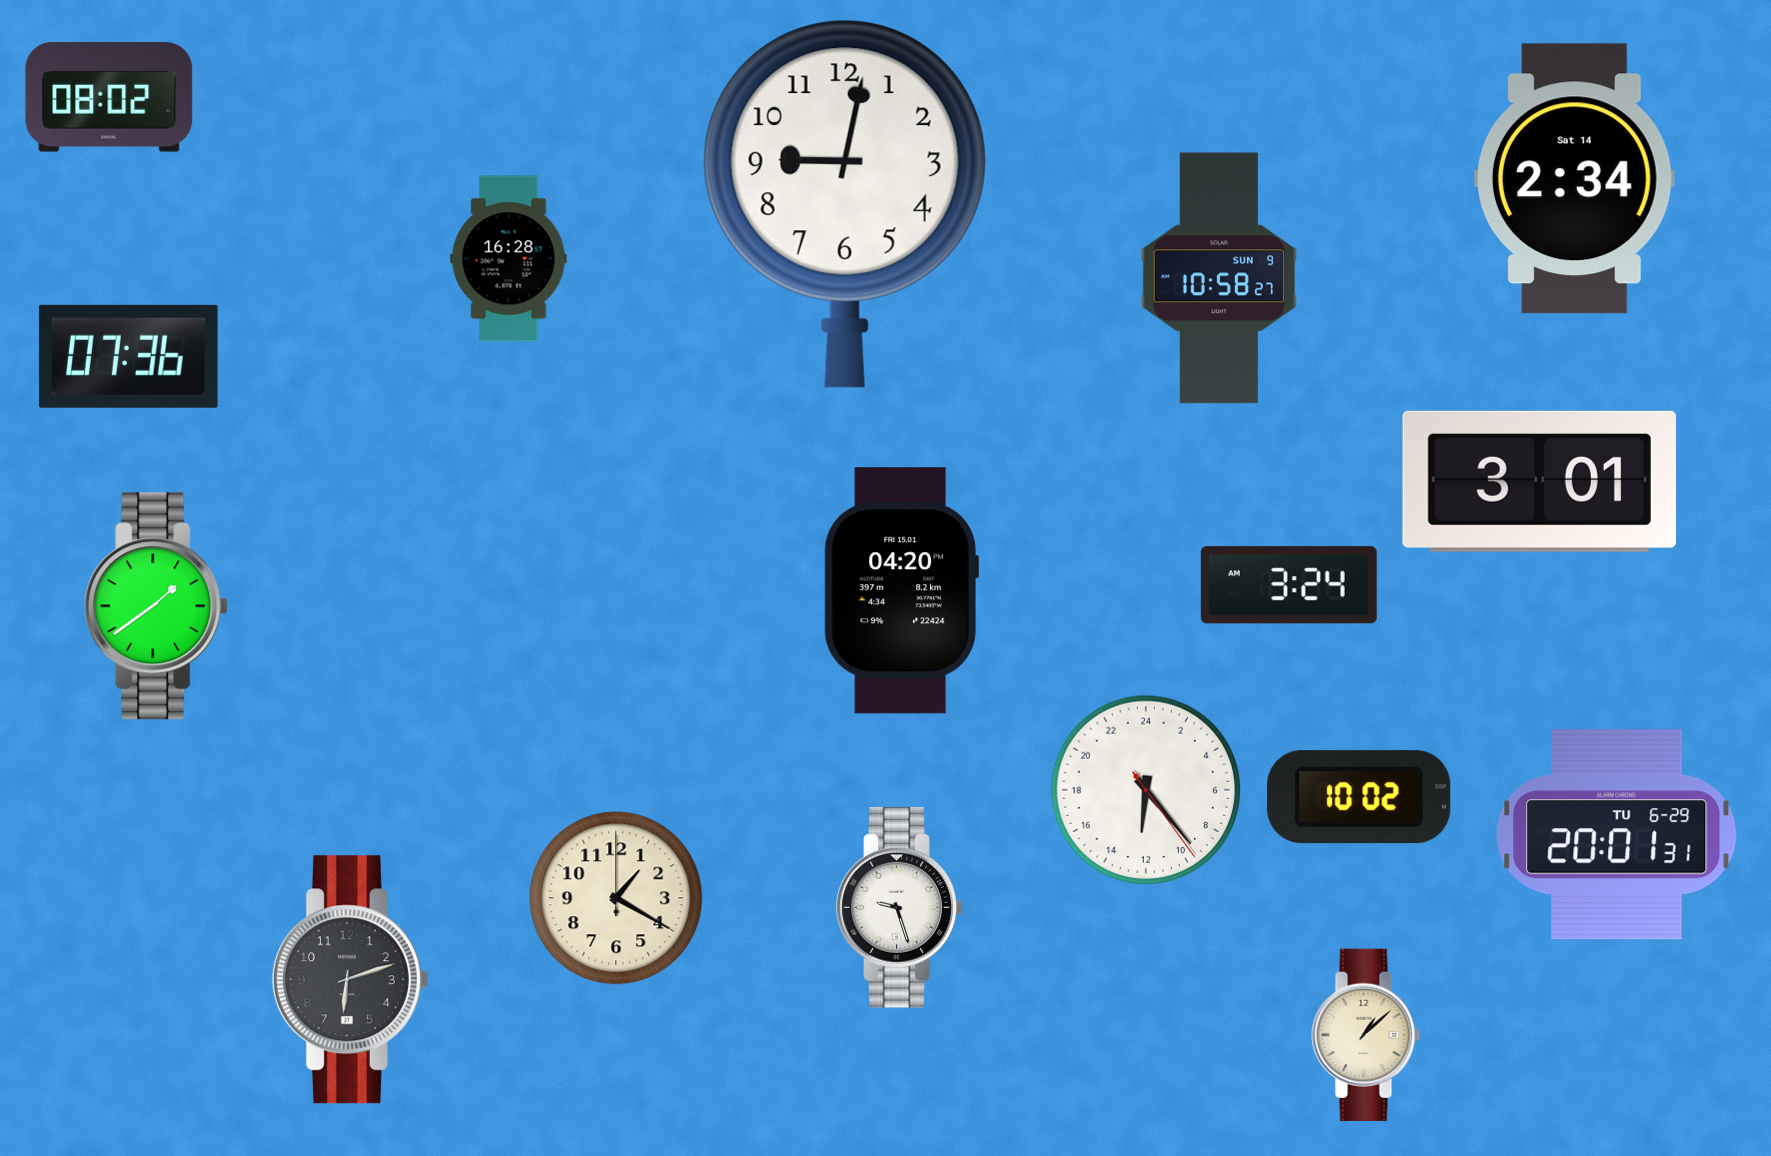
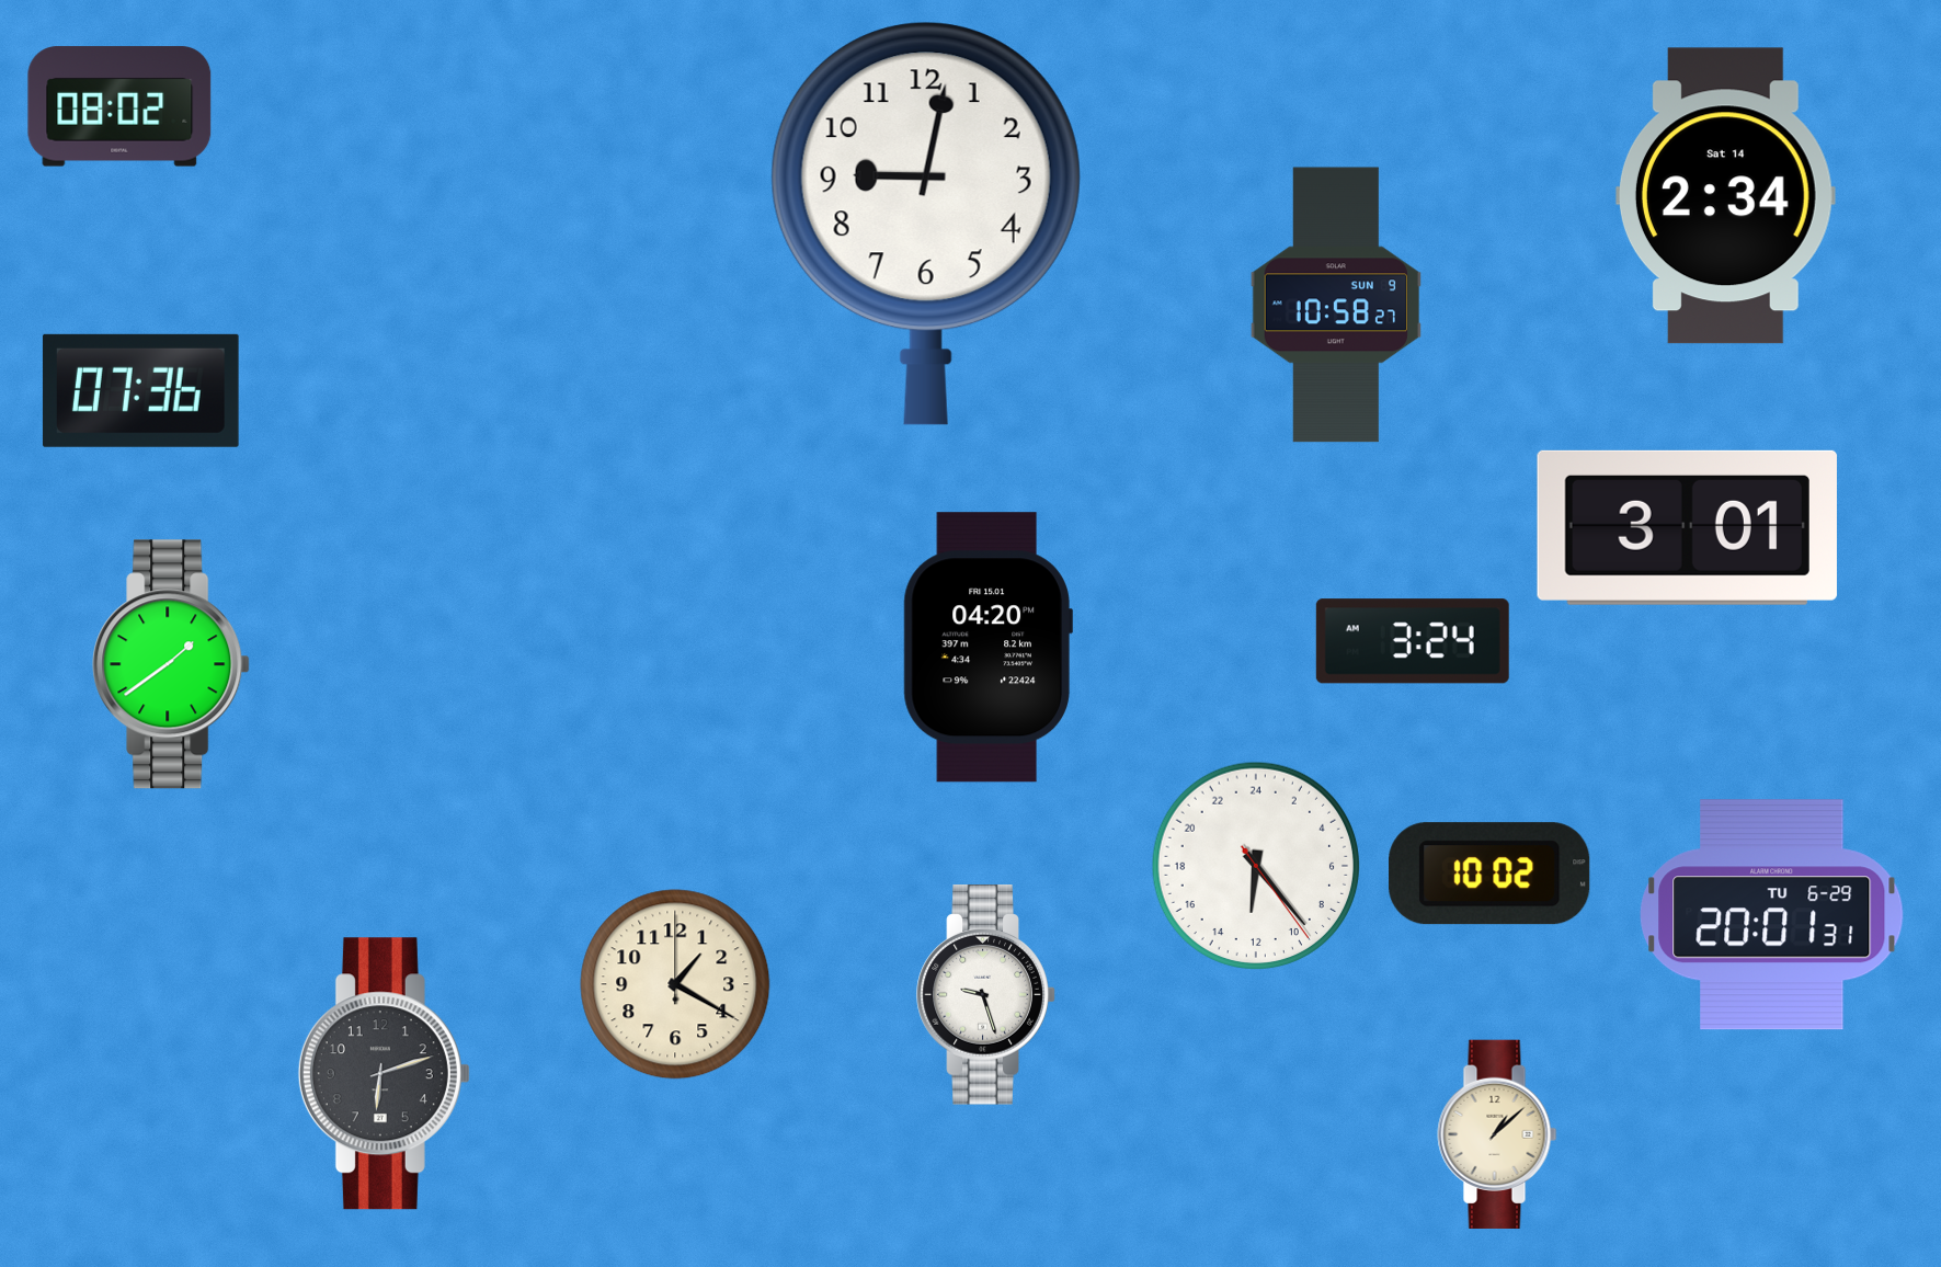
clock at (509, 259): 16:28 -> none
